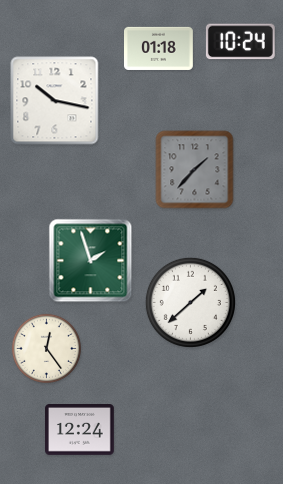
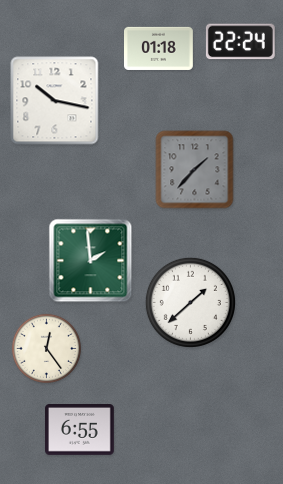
clock at (240, 42): 10:24 -> 22:24
clock at (91, 261): 1:57 -> 1:59
clock at (80, 430): 12:24 -> 6:55
